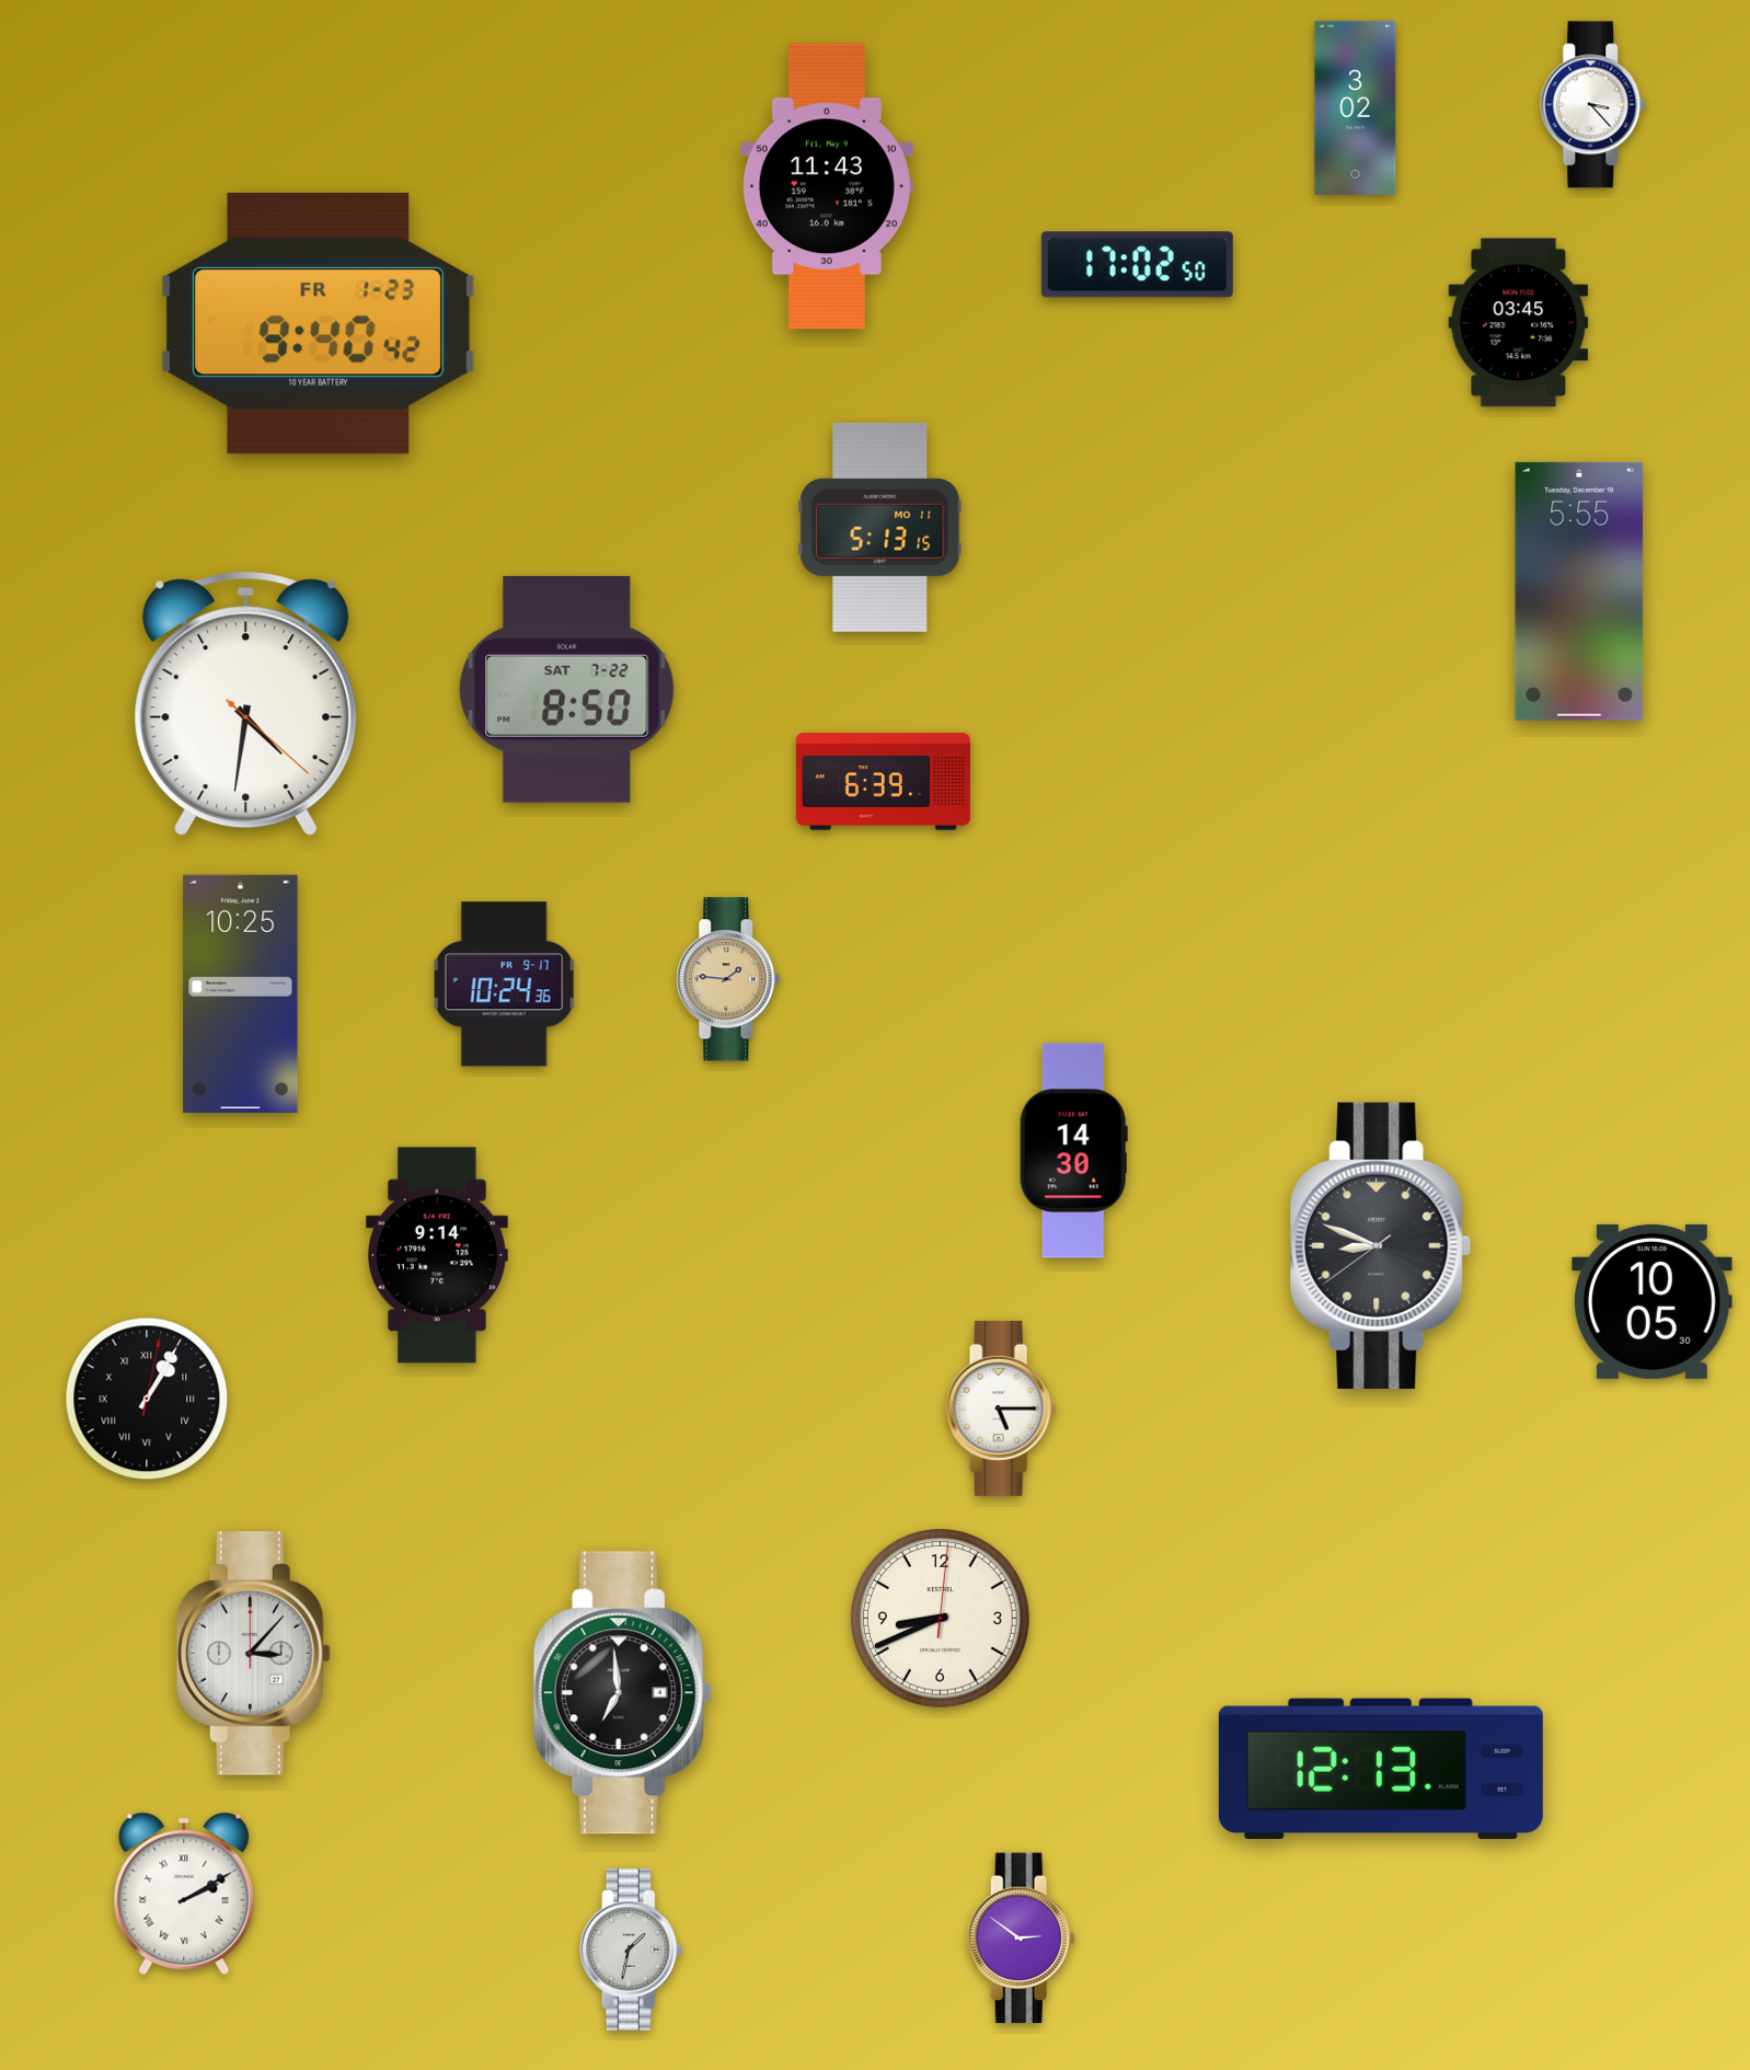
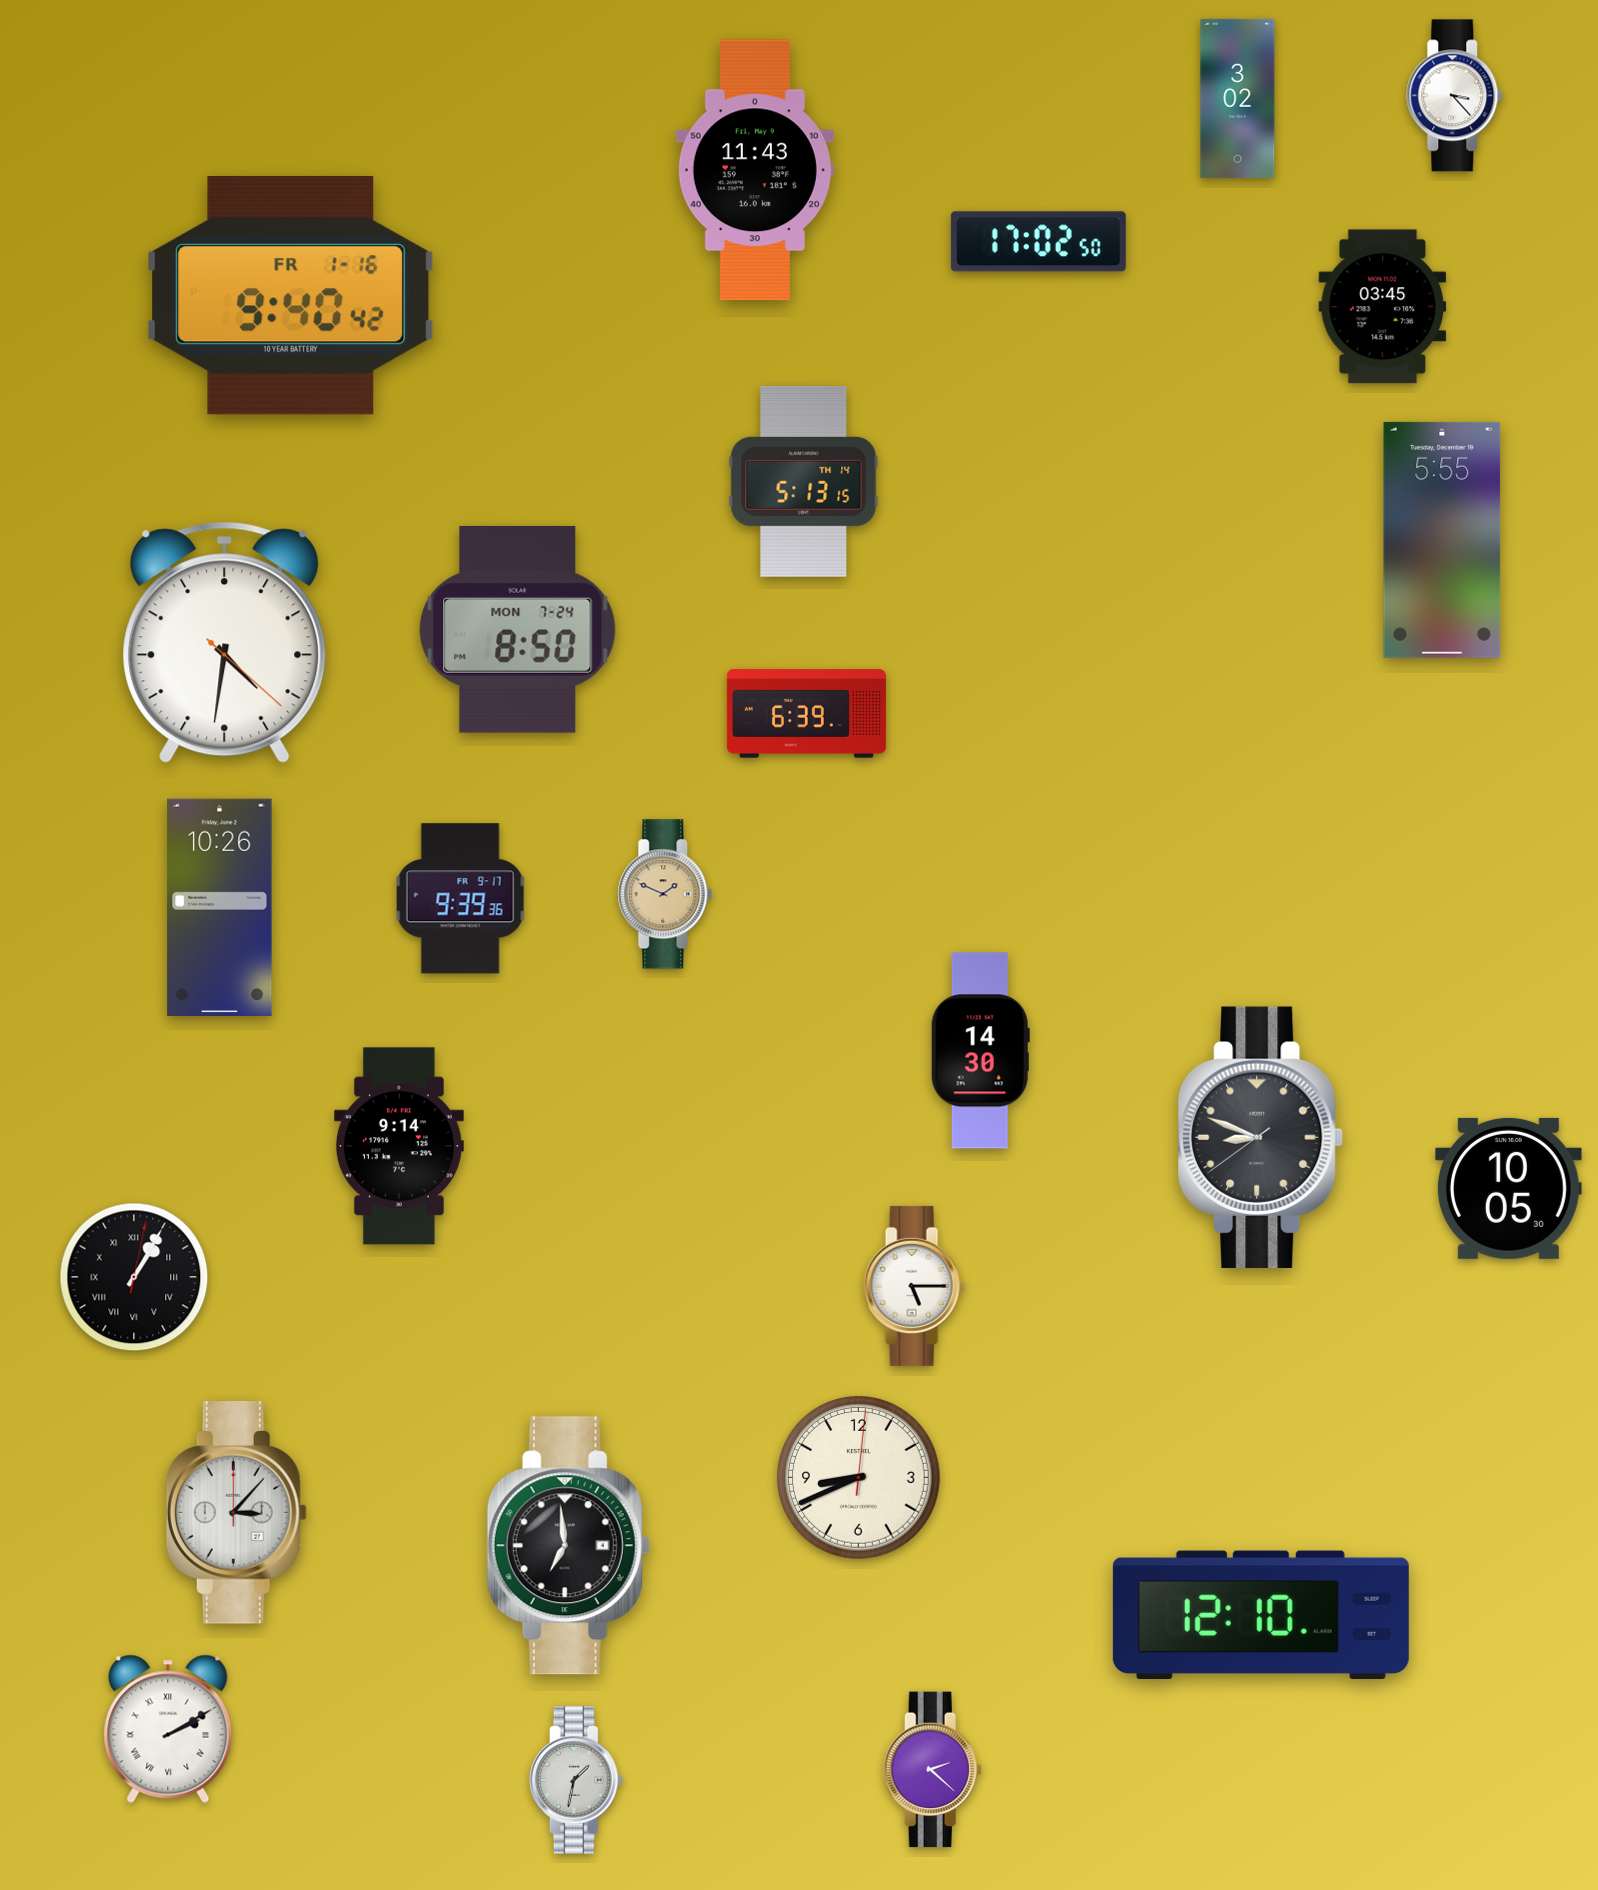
clock at (319, 323) date: FR 1-23 -> FR 1-16
clock at (1519, 323) position: (1519, 323) -> (1383, 307)
clock at (880, 527) date: MO 11 -> TH 14
clock at (567, 689) date: SAT 7-22 -> MON 7-24
clock at (728, 979): 1:46 -> 1:49
clock at (504, 985): 10:24 -> 9:39
clock at (241, 993): 10:25 -> 10:26
clock at (253, 1654) position: (253, 1654) -> (236, 1513)
clock at (1381, 1768): 12:13 -> 12:10
clock at (1021, 1939): 2:51 -> 2:22
